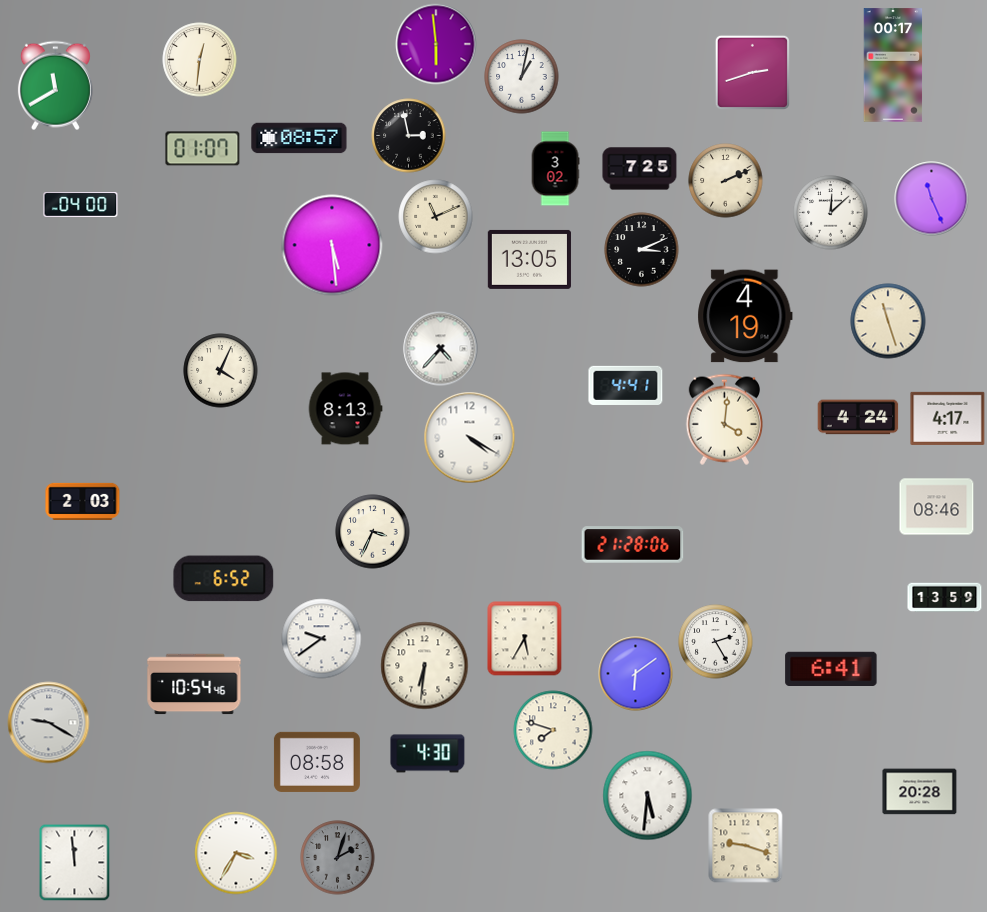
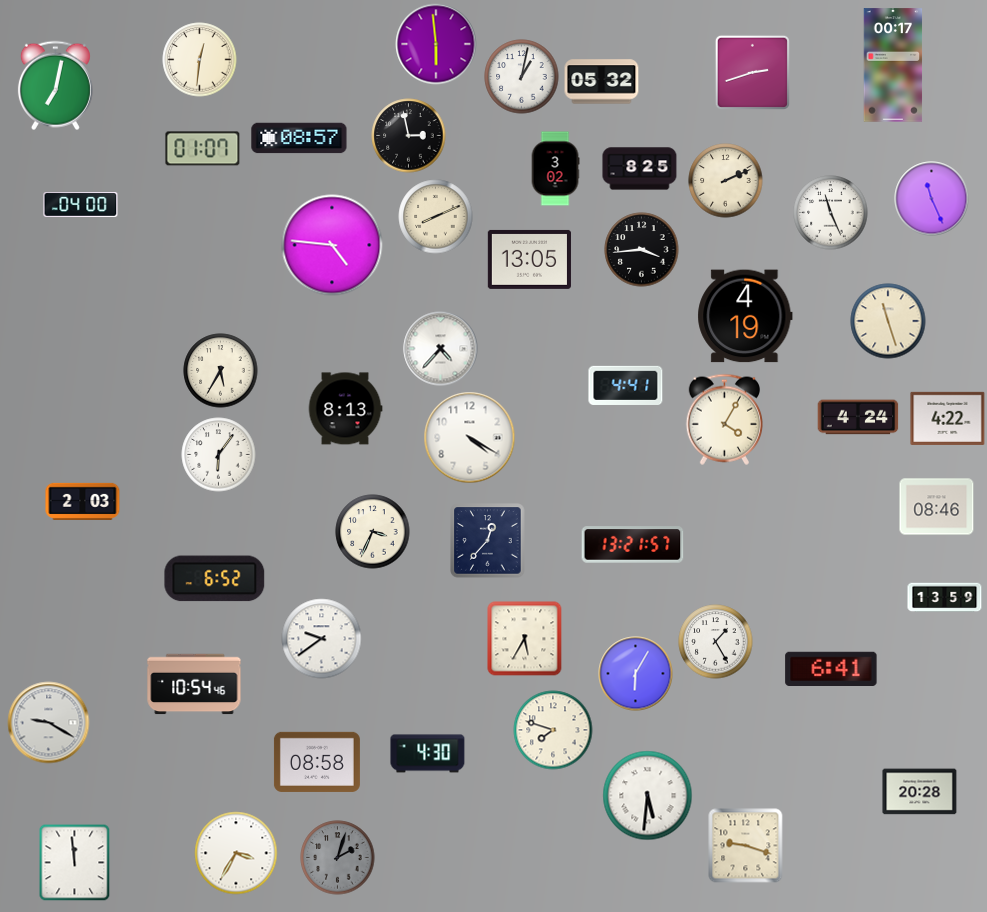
clock at (602, 82): none -> 05:32
clock at (55, 86): 11:40 -> 7:02
clock at (640, 169): 7:25 -> 8:25
clock at (831, 213): 12:08 -> 11:26
clock at (436, 217): 11:11 -> 8:11
clock at (332, 245): 5:29 -> 4:46
clock at (642, 250): 3:11 -> 3:44
clock at (221, 371): 4:04 -> 5:35
clock at (948, 418): 4:17 -> 4:22
clock at (724, 419): 4:01 -> 4:05
clock at (219, 455): none -> 6:06
clock at (488, 541): none -> 12:37
clock at (633, 545): 21:28 -> 13:21
clock at (224, 579) position: (224, 579) -> (215, 579)
clock at (716, 642): 2:25 -> 1:25
clock at (425, 666): 6:31 -> none
clock at (636, 674): 6:09 -> 6:05
